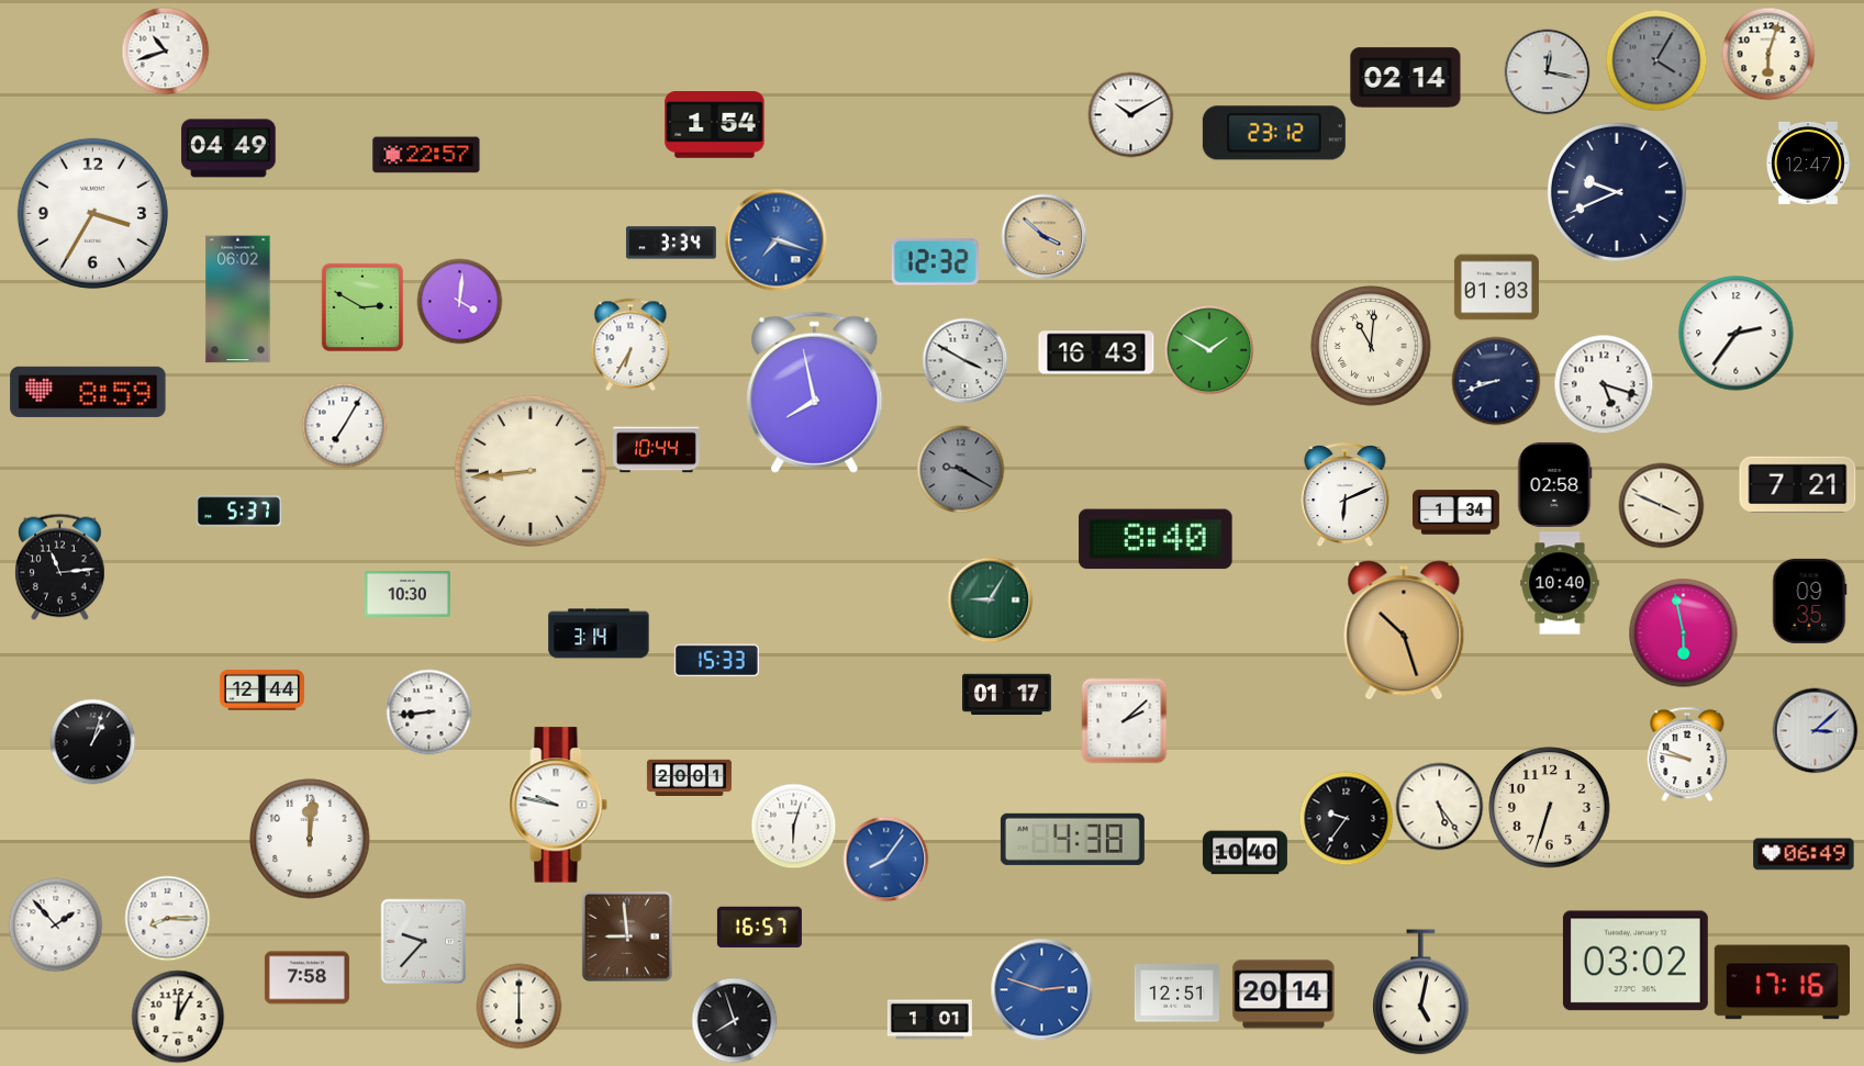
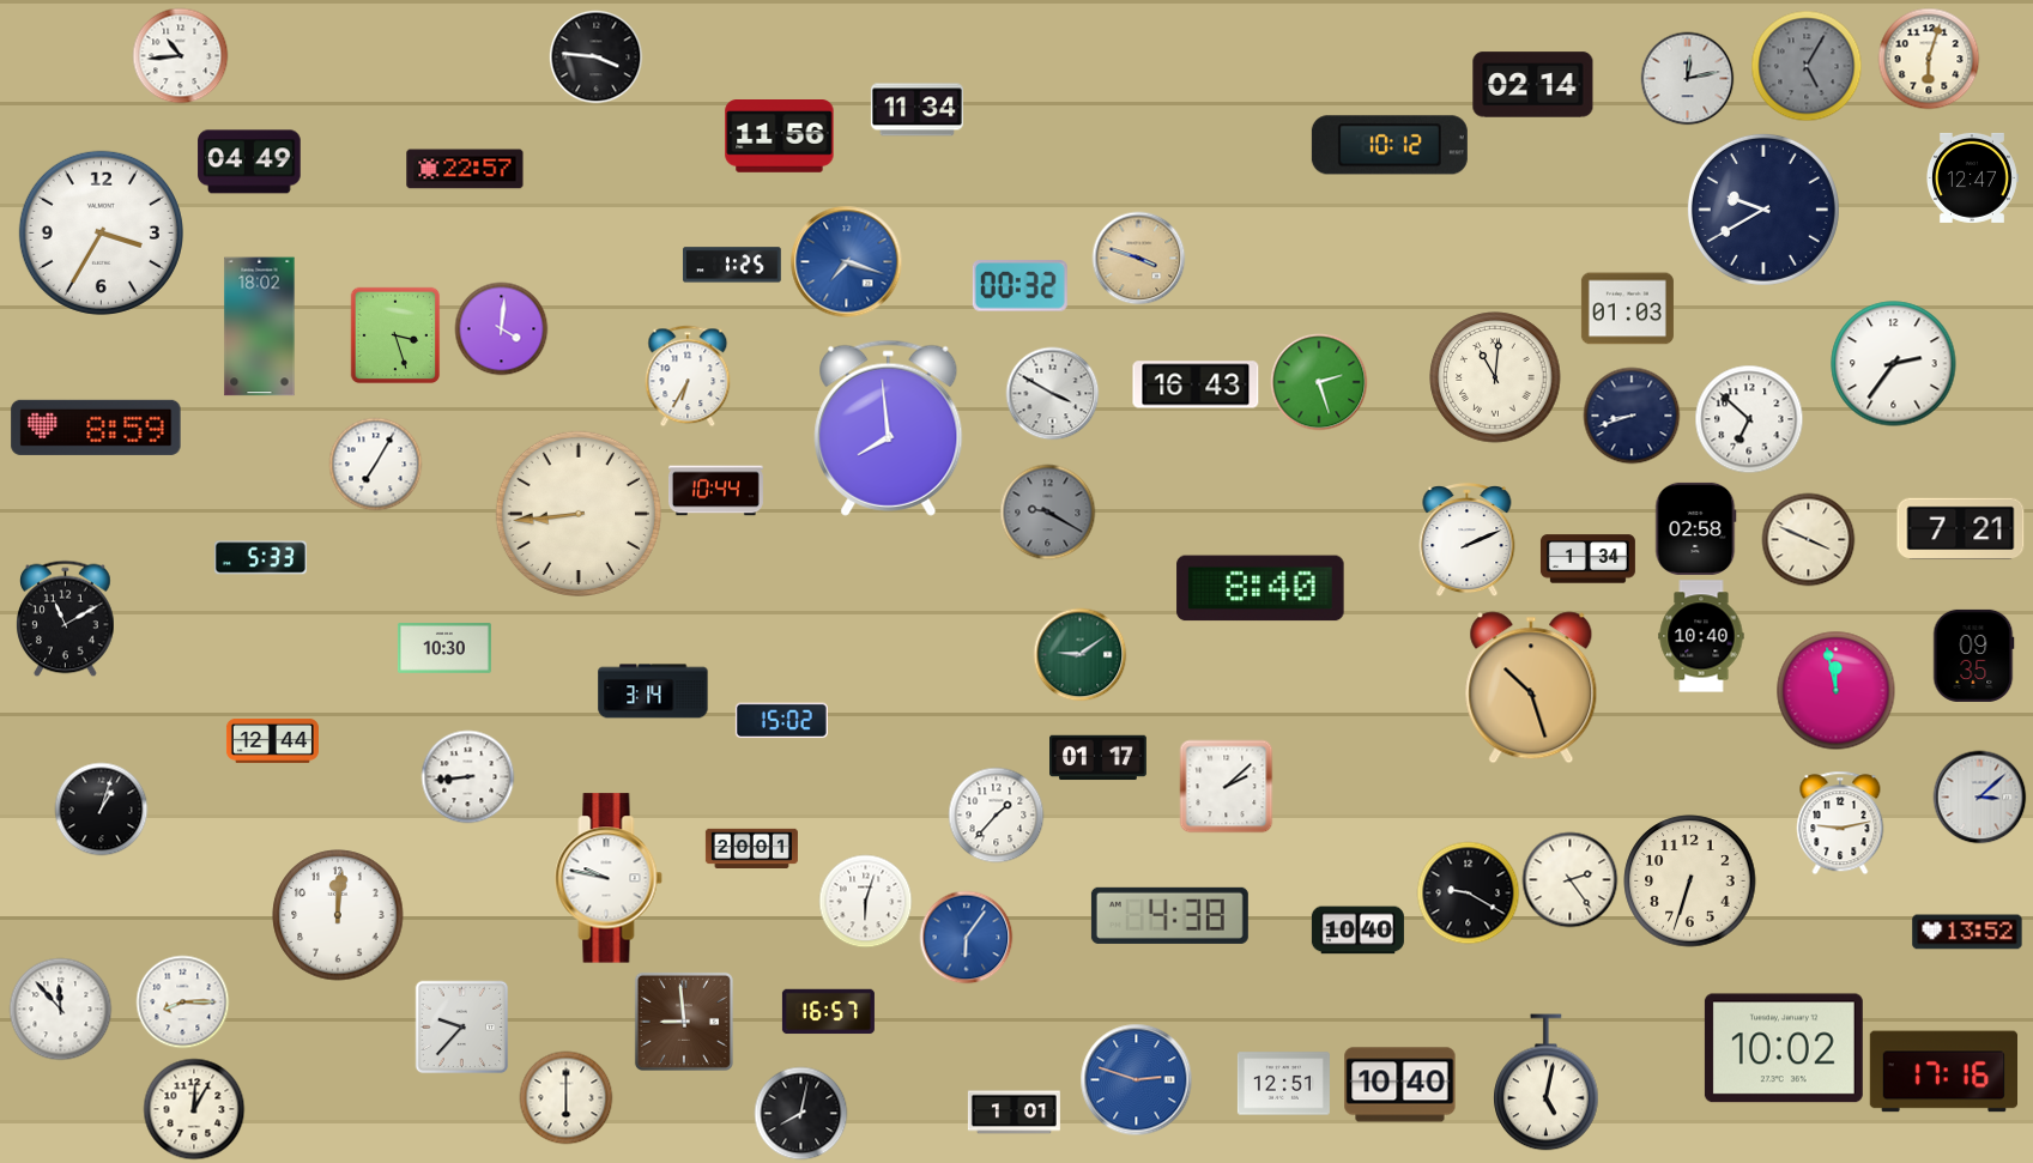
clock at (165, 51): 10:42 -> 10:44
clock at (595, 56): none -> 3:46
clock at (1656, 60): 4:05 -> 5:05
clock at (1547, 71): 12:17 -> 12:13
clock at (916, 110): none -> 11:34
clock at (1130, 114): 10:10 -> none
clock at (715, 125): 1:54 -> 11:56
clock at (1274, 133): 23:12 -> 10:12
clock at (1617, 192): 9:41 -> 9:40
clock at (1043, 236): 3:52 -> 3:48
clock at (671, 243): 3:34 -> 1:25
clock at (935, 262): 12:32 -> 00:32
clock at (1496, 288) position: (1496, 288) -> (1627, 309)
clock at (238, 300): 06:02 -> 18:02
clock at (362, 307): 2:50 -> 3:27
clock at (1209, 350): 1:50 -> 2:27
clock at (1604, 384): 5:18 -> 6:52
clock at (815, 392): 7:58 -> 7:59
clock at (1346, 494): 6:11 -> 2:11
clock at (1661, 505) position: (1661, 505) -> (1808, 539)
clock at (238, 512): 5:37 -> 5:33
clock at (60, 566): 11:14 -> 11:10
clock at (990, 599): 9:05 -> 9:09
clock at (1684, 633): 5:58 -> 11:58
clock at (716, 661): 15:33 -> 15:02
clock at (261, 689) position: (261, 689) -> (272, 740)
clock at (996, 814): none -> 1:37
clock at (1687, 754): 9:47 -> 9:13
clock at (1439, 806): 5:24 -> 2:24
clock at (1346, 818): 9:36 -> 9:20
clock at (1804, 854): 06:49 -> 13:52
clock at (885, 859): 8:06 -> 6:06
clock at (55, 924): 1:53 -> 11:53
clock at (1636, 961): 03:02 -> 10:02
clock at (306, 978): 7:58 -> none
clock at (1421, 992) position: (1421, 992) -> (1547, 1083)
clock at (1284, 995): 20:14 -> 10:40
clock at (734, 1020): 7:57 -> 8:02
